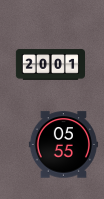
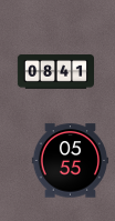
clock at (50, 65): 20:01 -> 08:41
